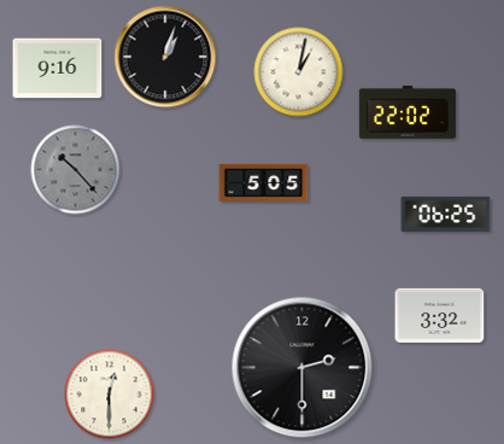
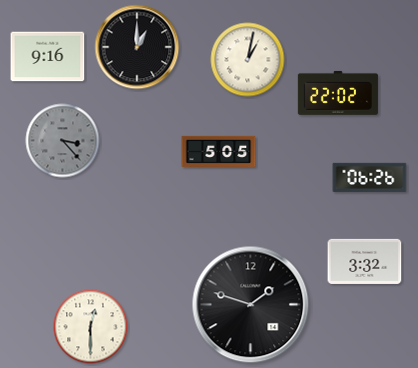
clock at (165, 57): 1:03 -> 1:00
clock at (76, 170): 10:23 -> 3:23
clock at (446, 214): 06:25 -> 06:26
clock at (303, 368): 2:30 -> 1:48
